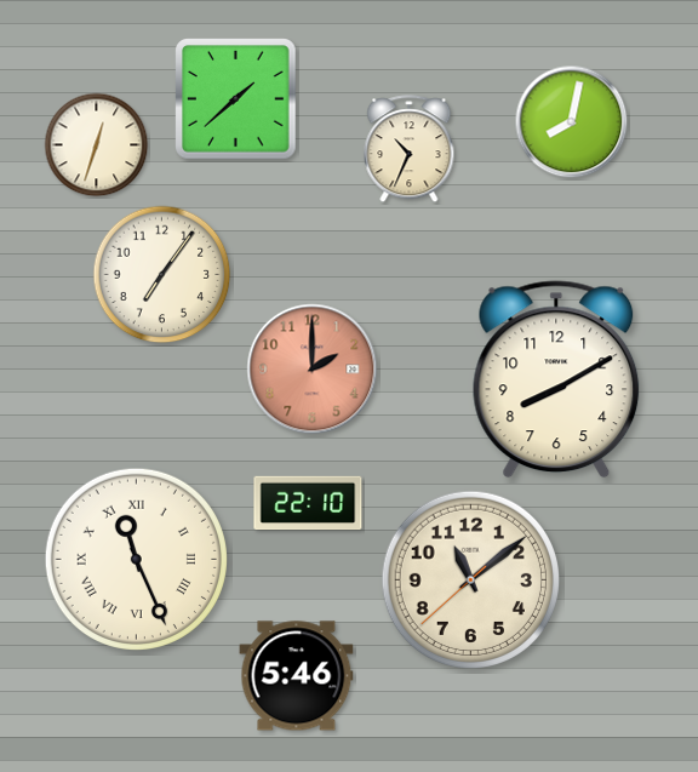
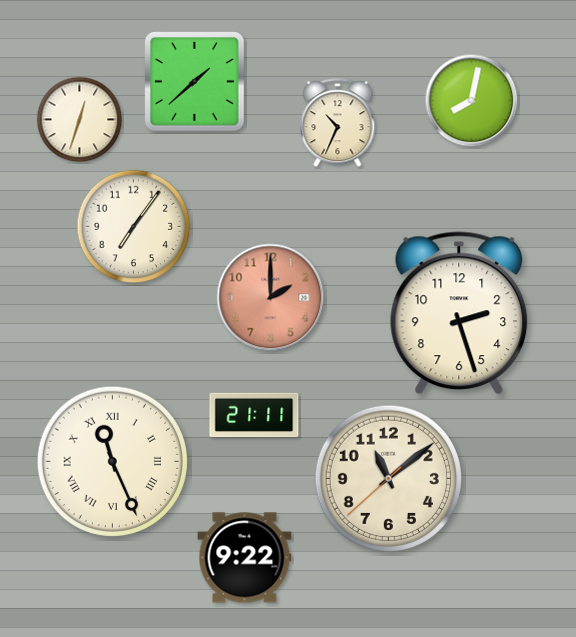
clock at (313, 370) position: (313, 370) -> (271, 298)
clock at (556, 379): 8:10 -> 2:27
clock at (308, 503): 22:10 -> 21:11
clock at (297, 676): 5:46 -> 9:22
